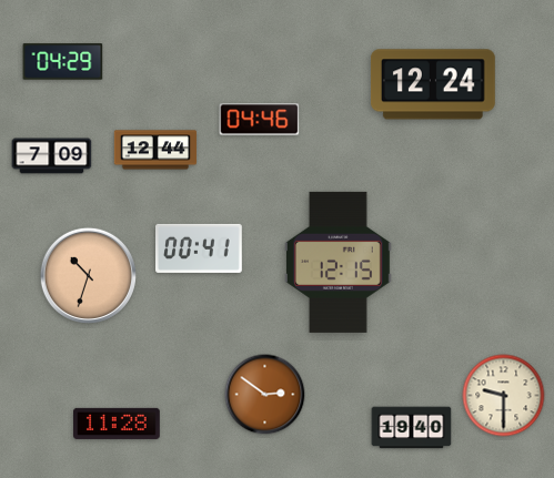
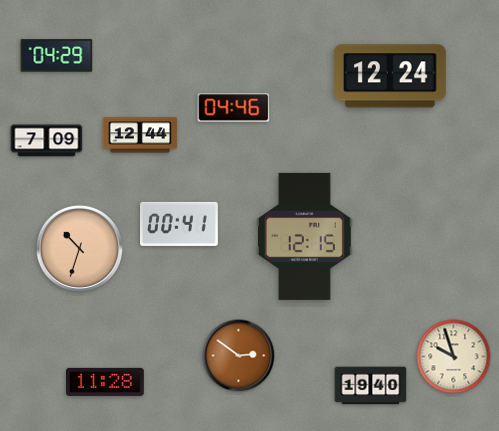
clock at (504, 396): 9:30 -> 9:57
